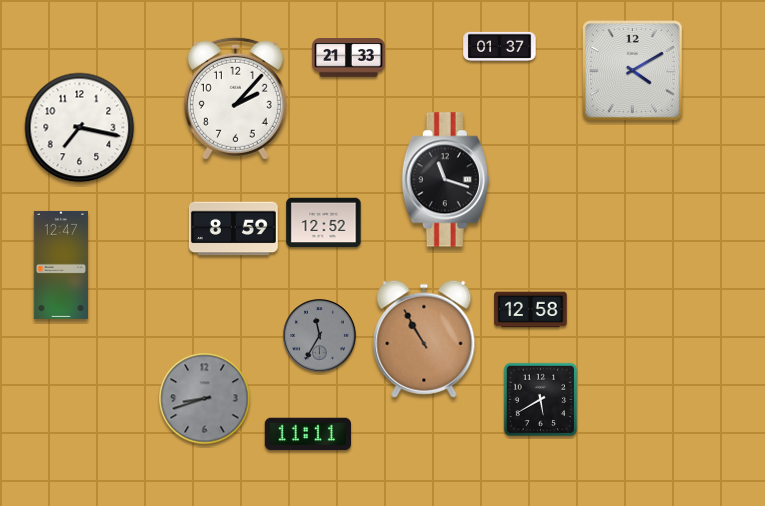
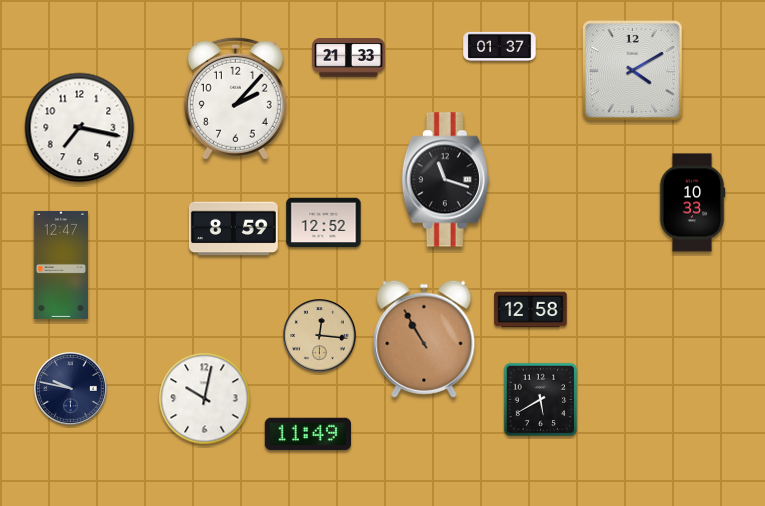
clock at (692, 203): none -> 10:33
clock at (320, 336): 11:35 -> 12:16
clock at (320, 336) dial: grey -> champagne
clock at (71, 389): none -> 9:47
clock at (205, 399): 8:42 -> 10:02
clock at (205, 399) dial: grey -> white
clock at (307, 434): 11:11 -> 11:49
